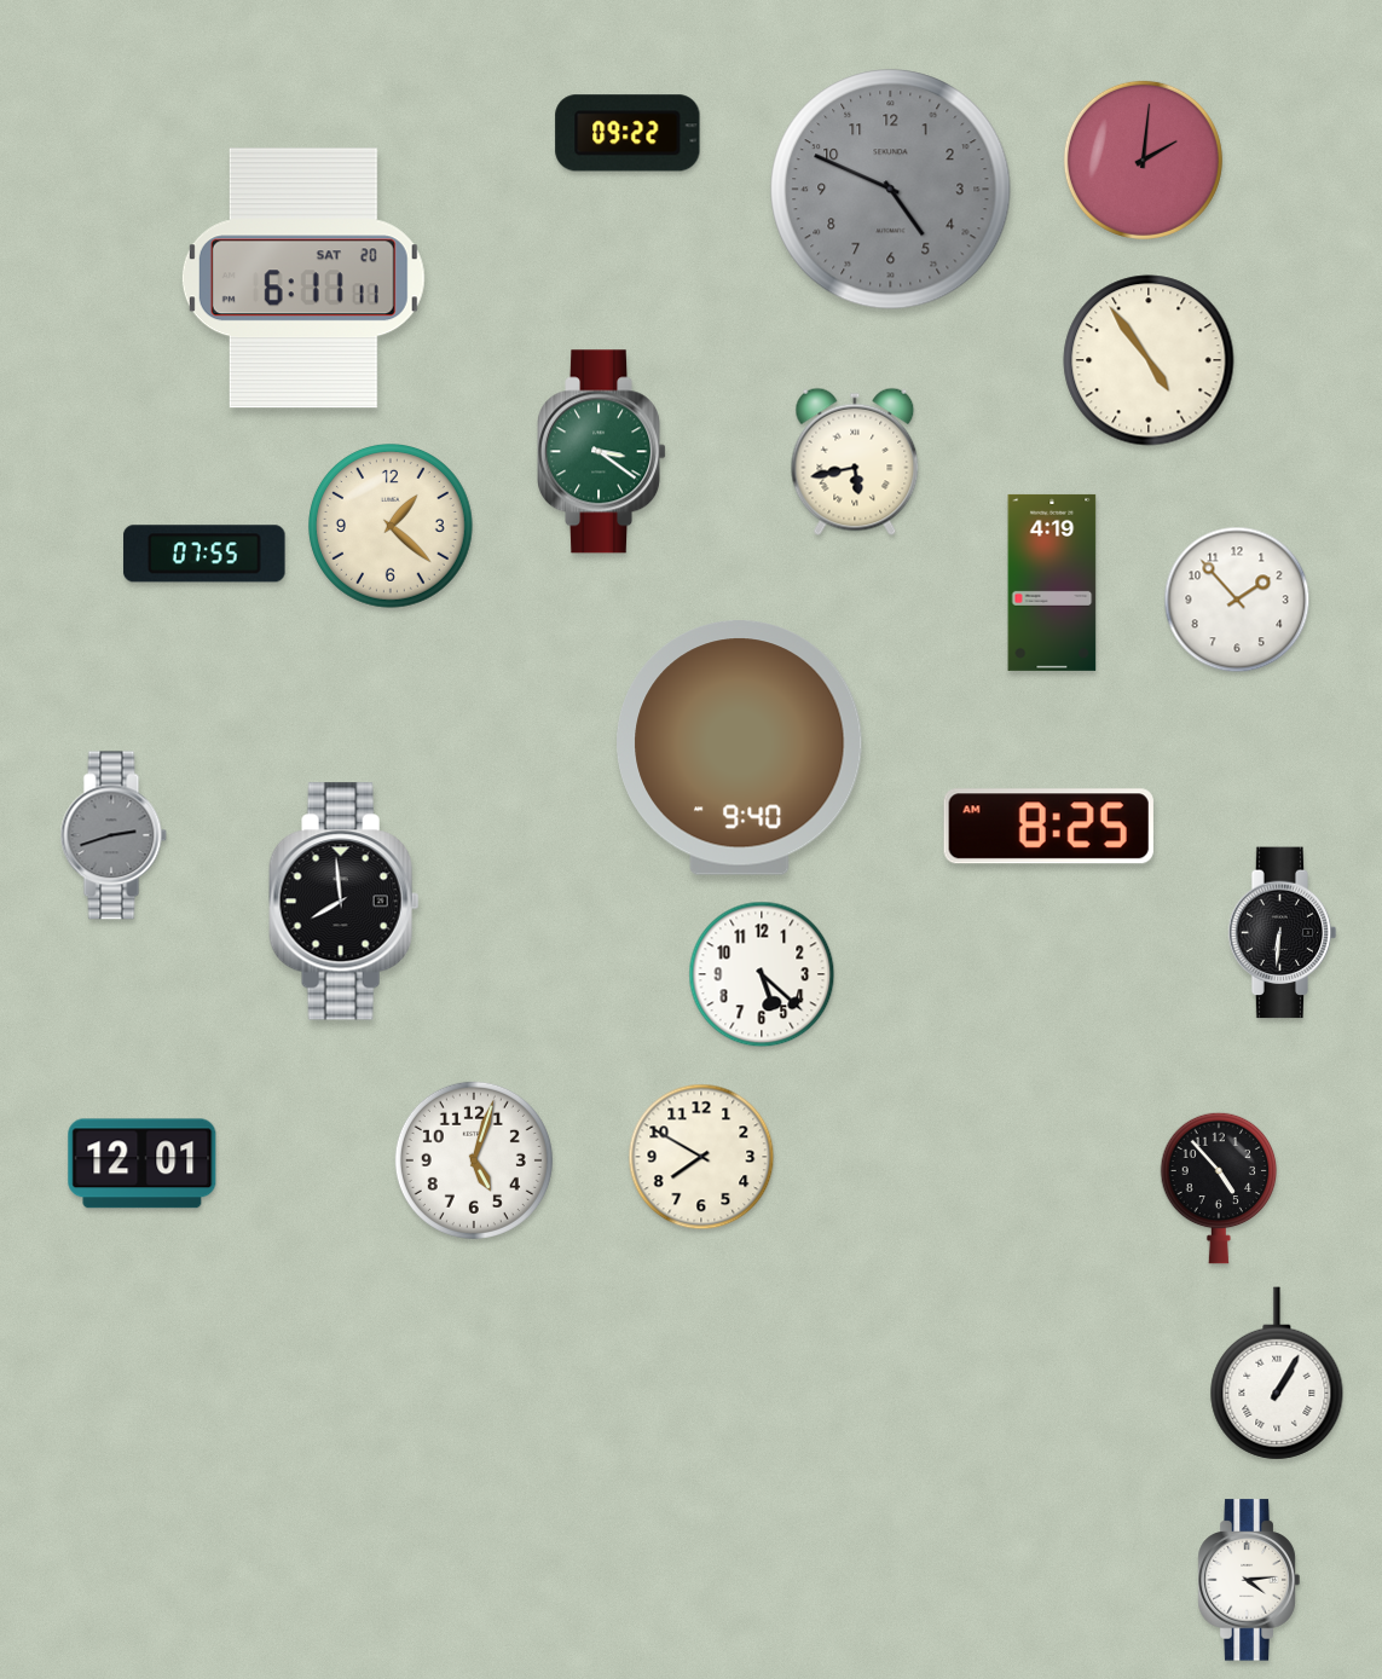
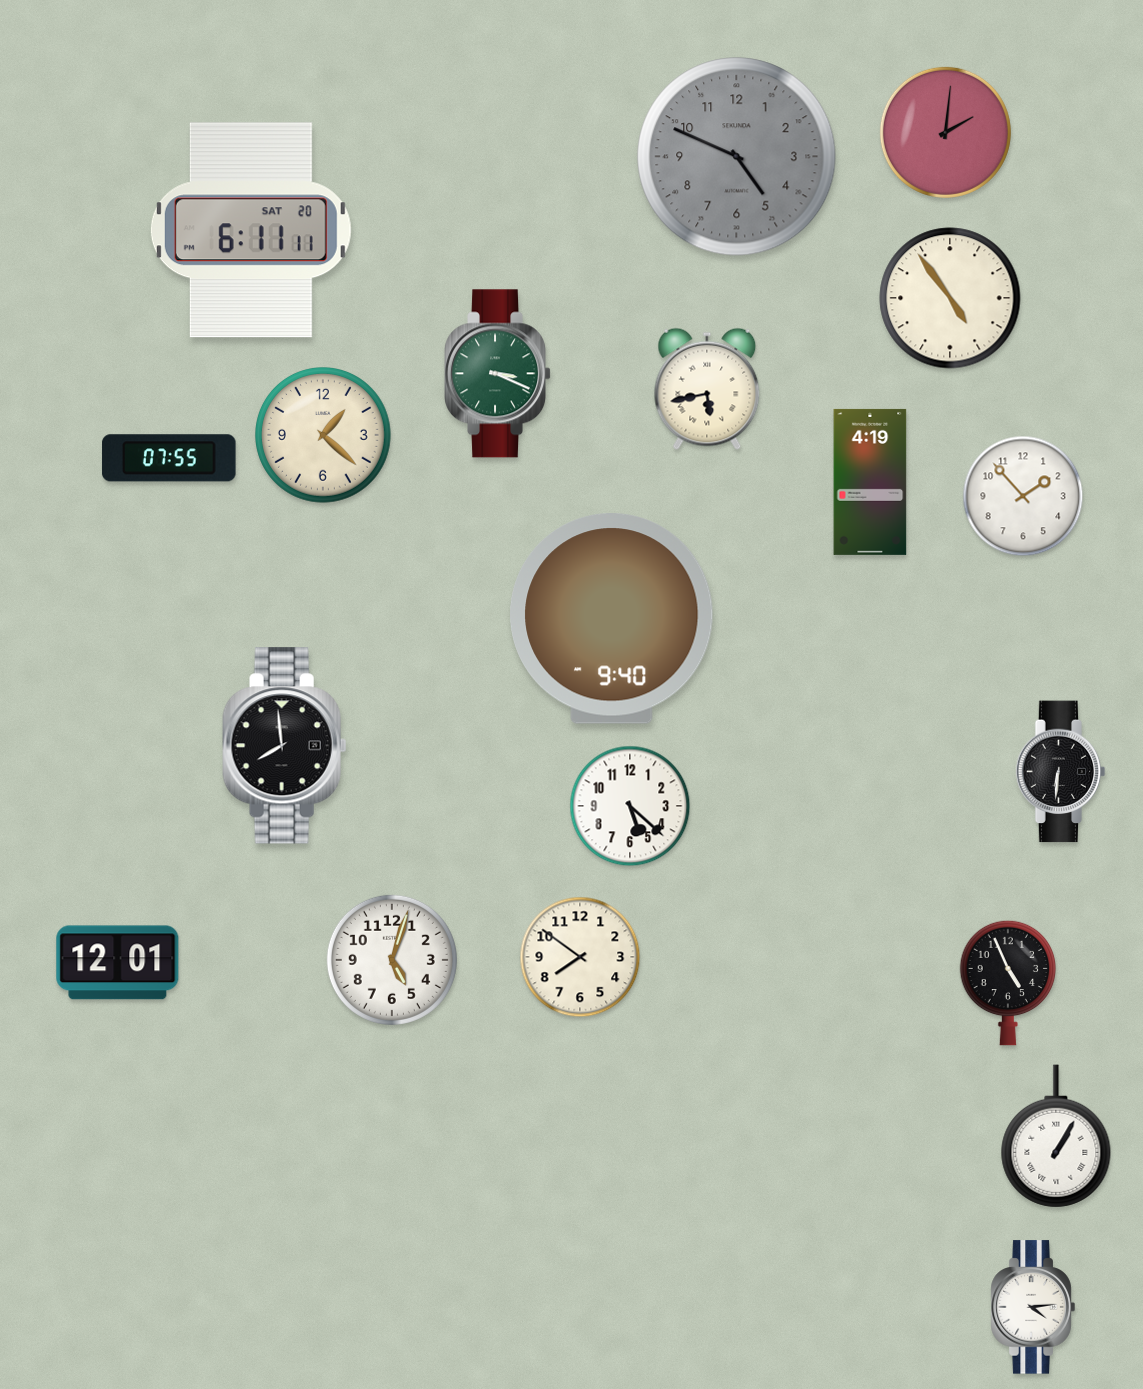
clock at (628, 133): 09:22 -> none
clock at (602, 452): 3:21 -> 3:19
clock at (855, 462) position: (855, 462) -> (707, 389)
clock at (1048, 827): 8:25 -> none
clock at (114, 835): 2:42 -> none
clock at (701, 1157): 7:50 -> 7:51
clock at (1219, 1188): 4:53 -> 4:56
